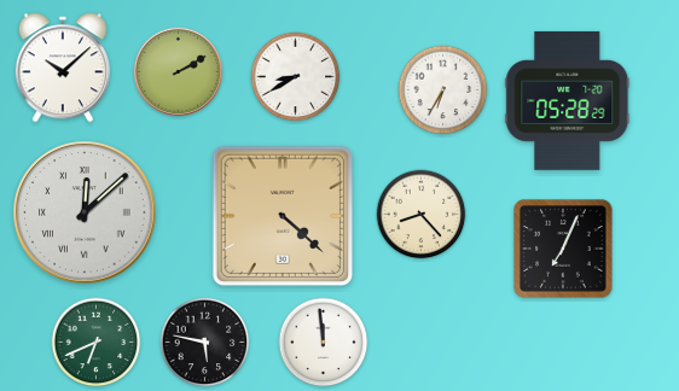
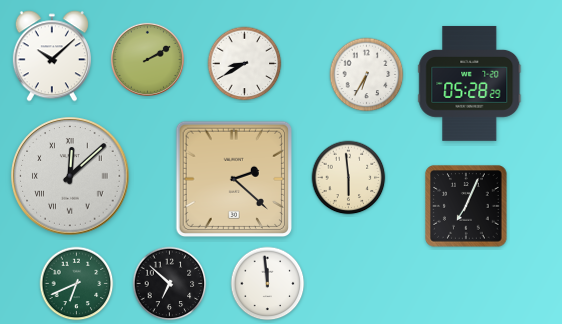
clock at (422, 215): 8:23 -> 5:59
clock at (283, 216): 4:22 -> 2:22
clock at (97, 343) position: (97, 343) -> (77, 284)
clock at (205, 343): 5:47 -> 6:52
